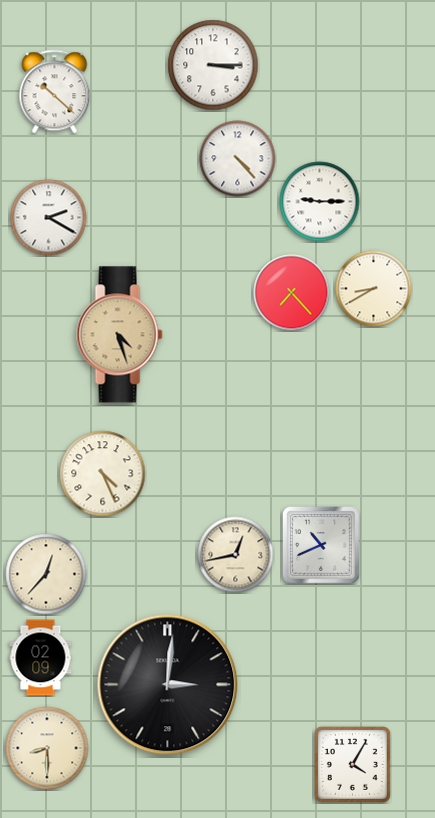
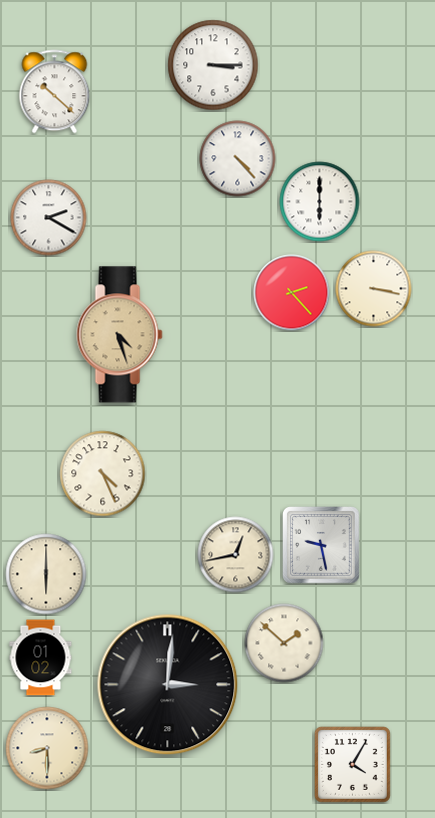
clock at (320, 202): 9:15 -> 6:00
clock at (374, 289): 8:40 -> 3:17
clock at (292, 293): 7:23 -> 2:23
clock at (322, 546): 10:41 -> 9:28
clock at (46, 574): 12:37 -> 6:00
clock at (284, 643): none -> 1:52
clock at (41, 658): 02:09 -> 01:02
